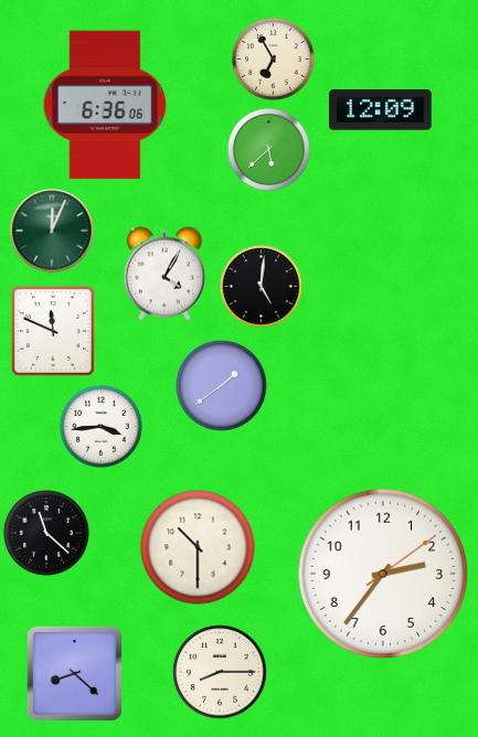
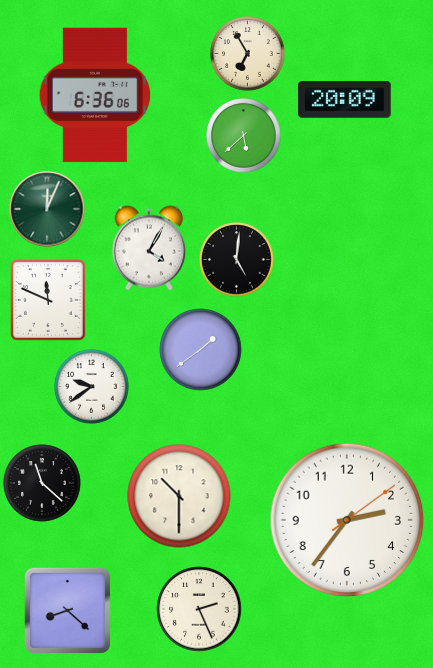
clock at (381, 110): 12:09 -> 20:09
clock at (102, 427): 3:44 -> 9:39
clock at (220, 672): 8:15 -> 2:26
